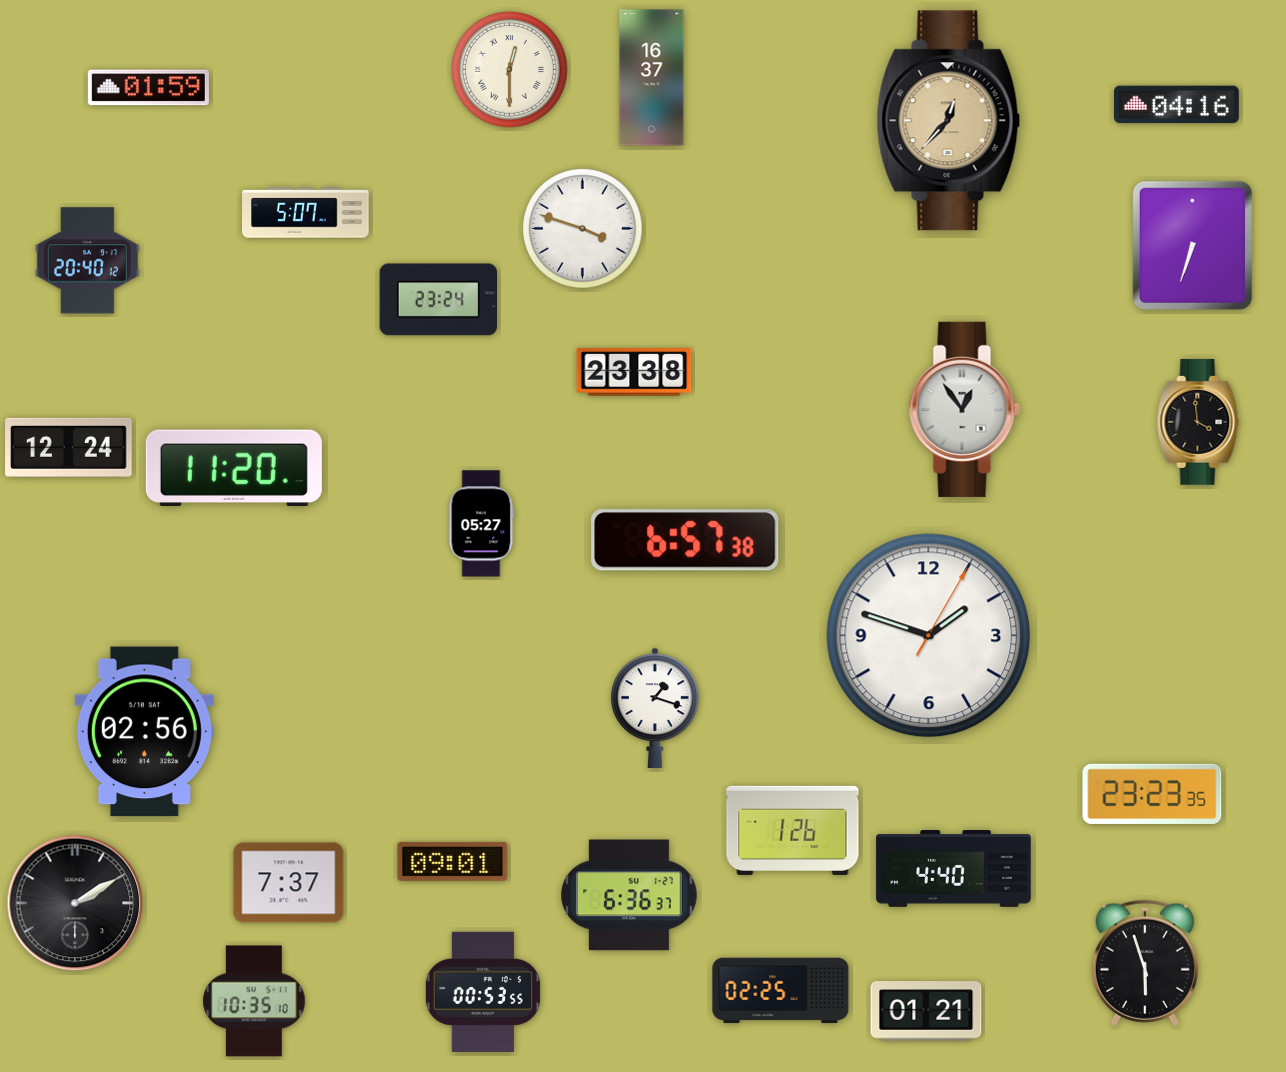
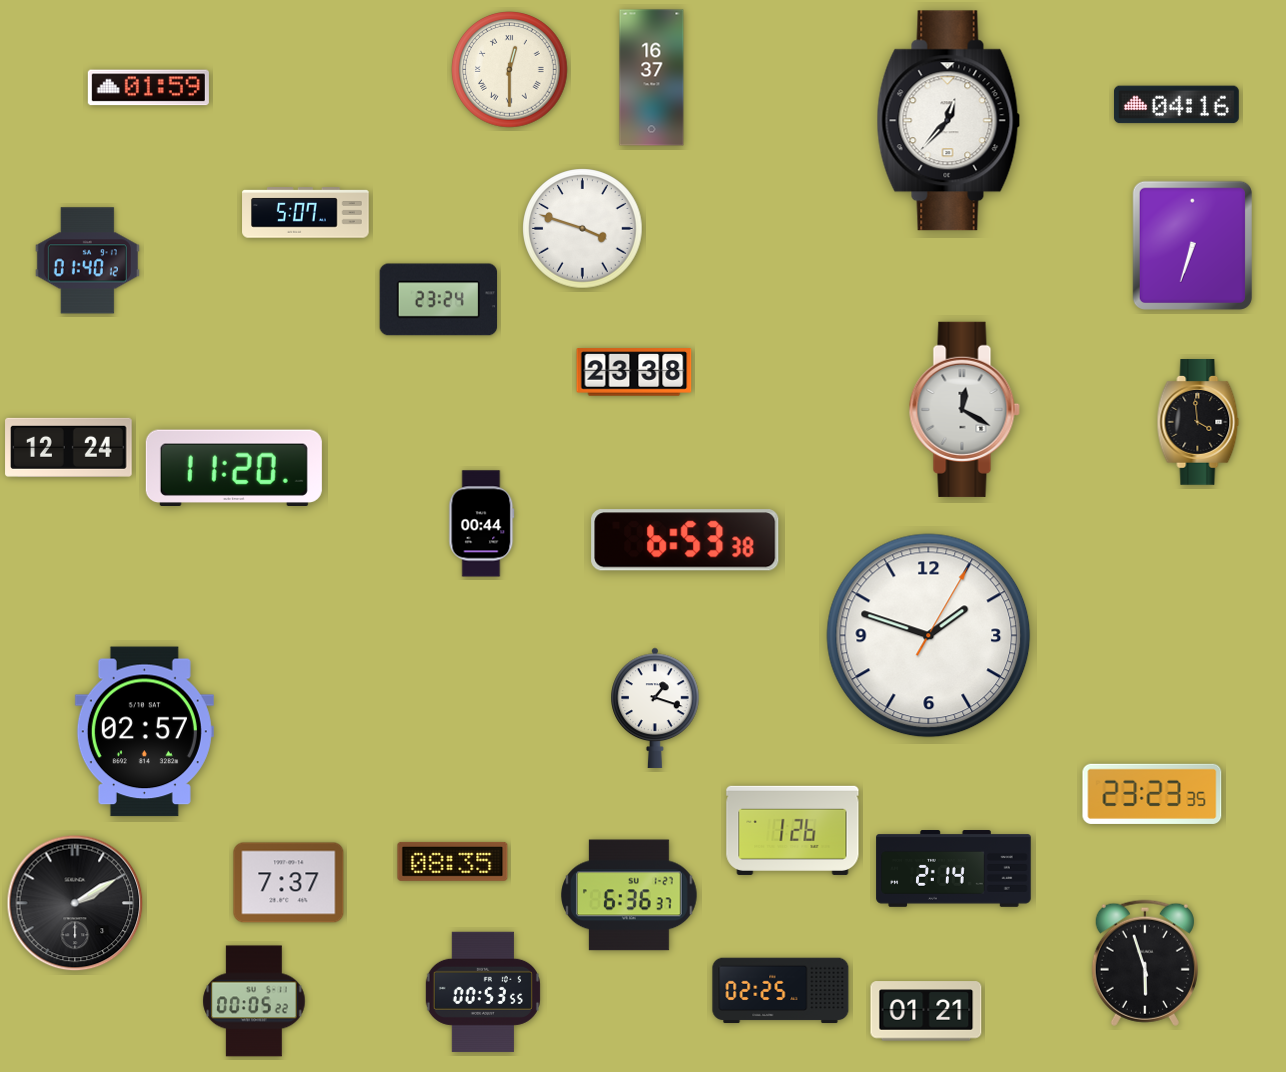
clock at (949, 121) dial: champagne -> white
clock at (87, 261): 20:40 -> 01:40
clock at (964, 409): 12:54 -> 12:20
clock at (482, 524): 05:27 -> 00:44
clock at (685, 540): 6:57 -> 6:53
clock at (144, 732): 02:56 -> 02:57
clock at (453, 861): 09:01 -> 08:35
clock at (954, 869): 4:40 -> 2:14
clock at (254, 1001): 10:35 -> 00:05
